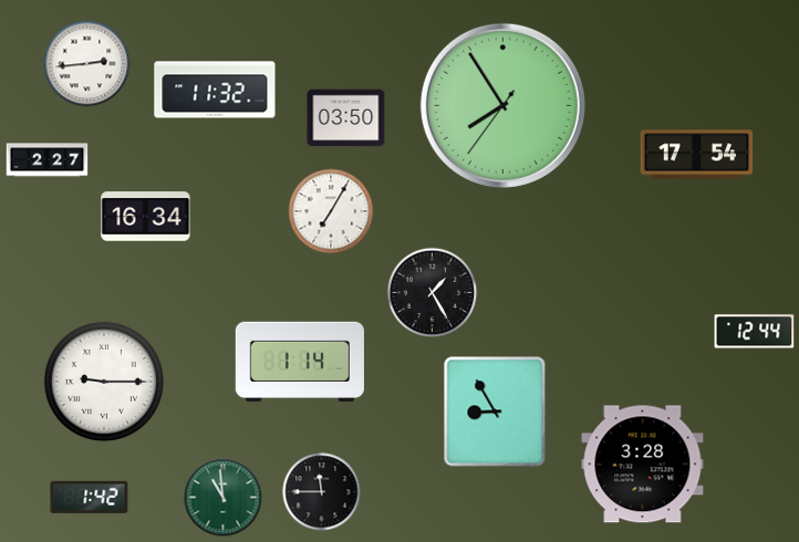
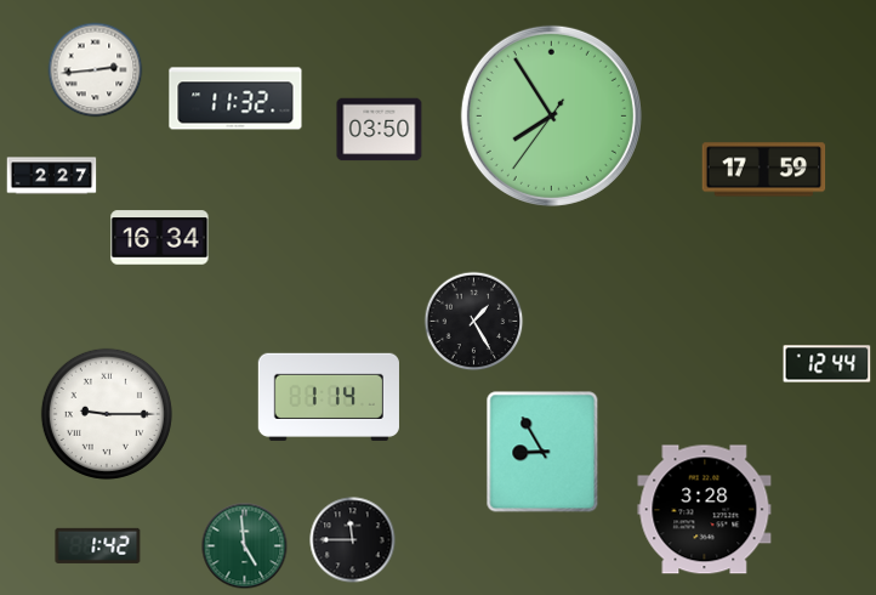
clock at (697, 155): 17:54 -> 17:59
clock at (331, 211): 7:05 -> none
clock at (104, 382) position: (104, 382) -> (107, 414)
clock at (224, 498): 10:59 -> 4:59
